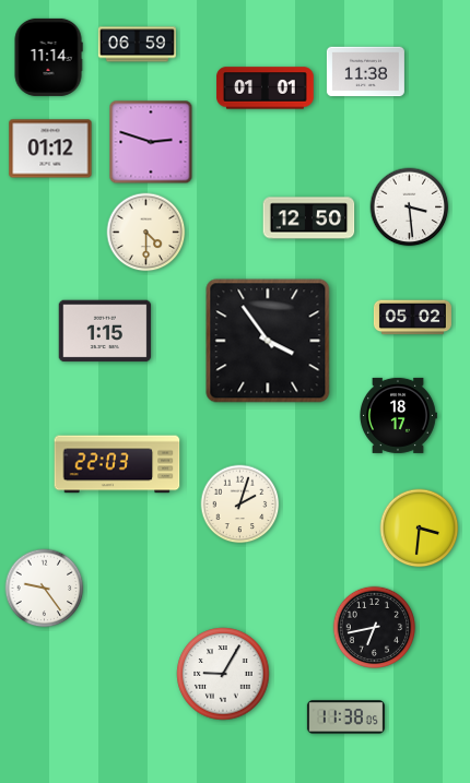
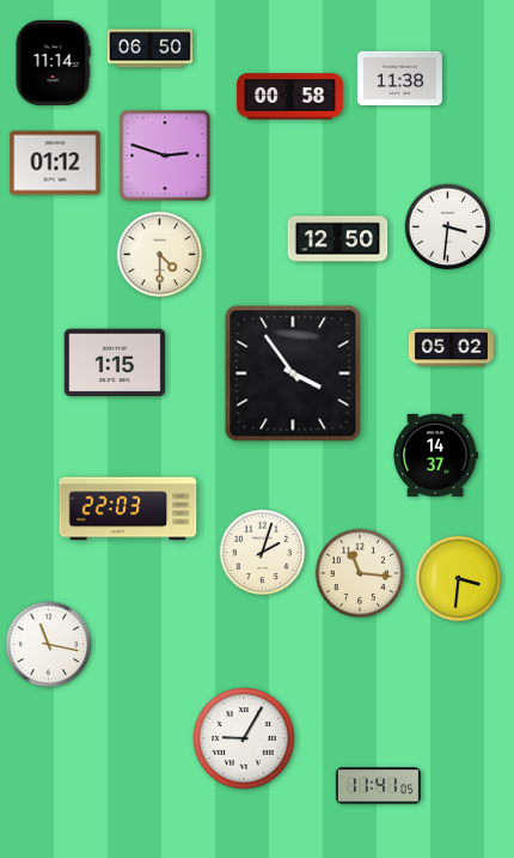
clock at (137, 45): 06:59 -> 06:50
clock at (266, 88): 01:01 -> 00:58
clock at (410, 207): 3:29 -> 3:31
clock at (399, 415): 18:17 -> 14:37
clock at (360, 573): none -> 11:16
clock at (45, 589): 9:24 -> 11:17
clock at (375, 628): 6:43 -> none
clock at (345, 717): 11:38 -> 11:41
